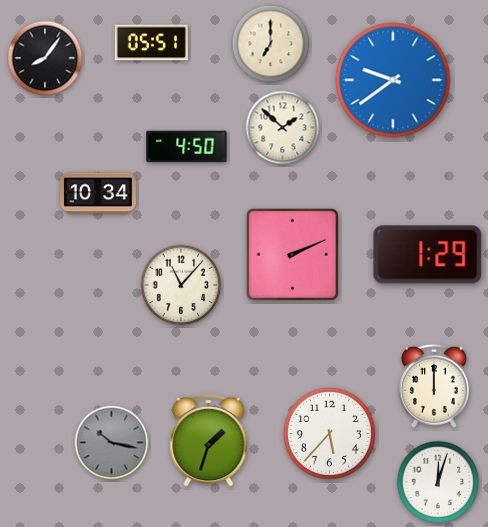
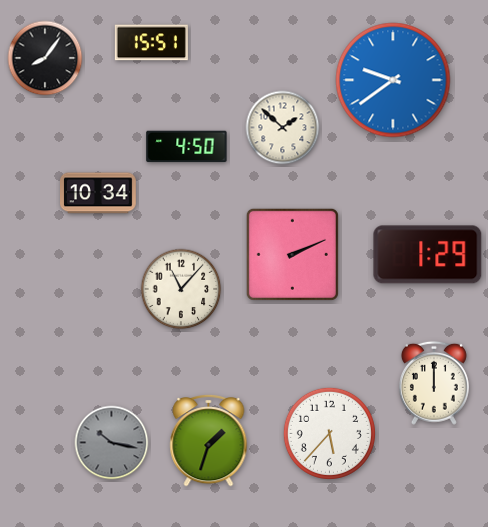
clock at (151, 43): 05:51 -> 15:51
clock at (271, 44): 7:00 -> none
clock at (181, 285) position: (181, 285) -> (181, 289)
clock at (434, 386) position: (434, 386) -> (434, 383)
clock at (438, 482): 12:03 -> none
